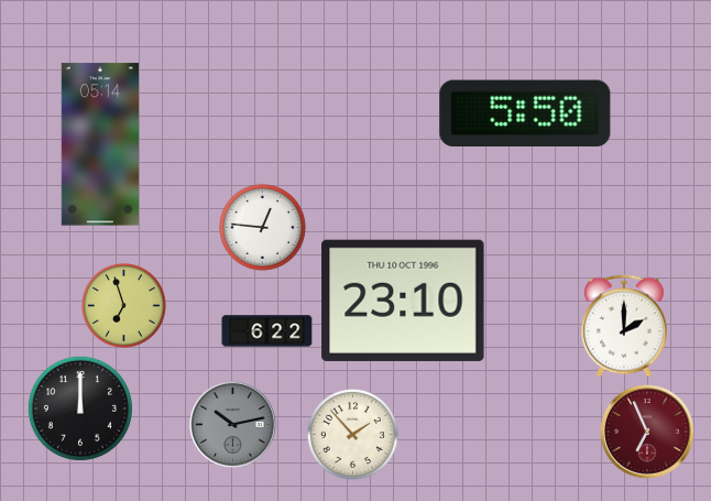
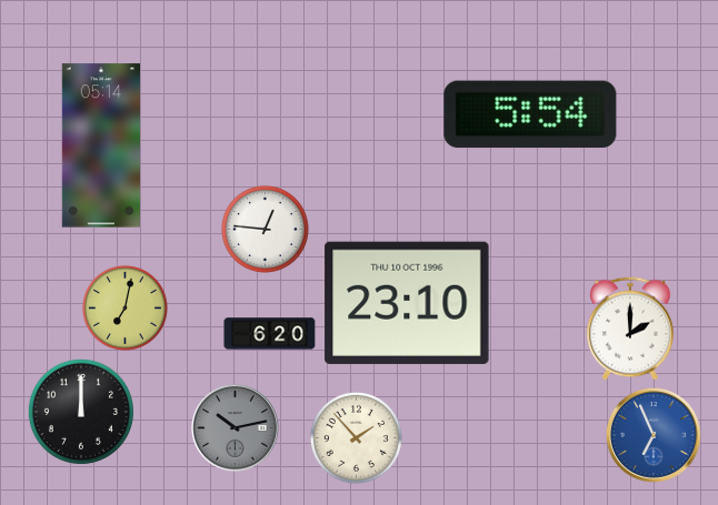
clock at (525, 113): 5:50 -> 5:54
clock at (124, 306): 6:57 -> 7:02
clock at (267, 331): 6:22 -> 6:20
clock at (647, 432) dial: burgundy -> blue
